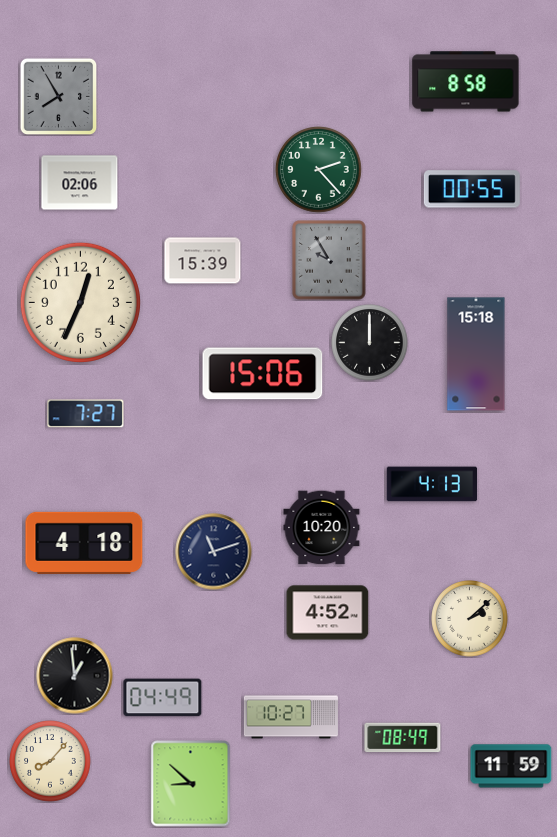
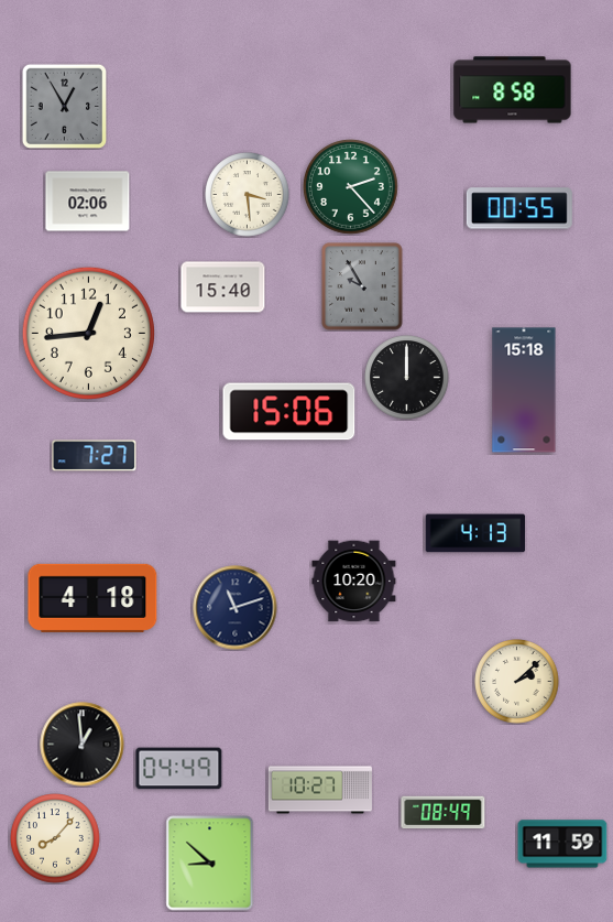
clock at (58, 96): 7:55 -> 12:55
clock at (248, 195): none -> 3:29
clock at (203, 261): 15:39 -> 15:40
clock at (80, 302): 12:34 -> 12:44
clock at (328, 613): 4:52 -> none
